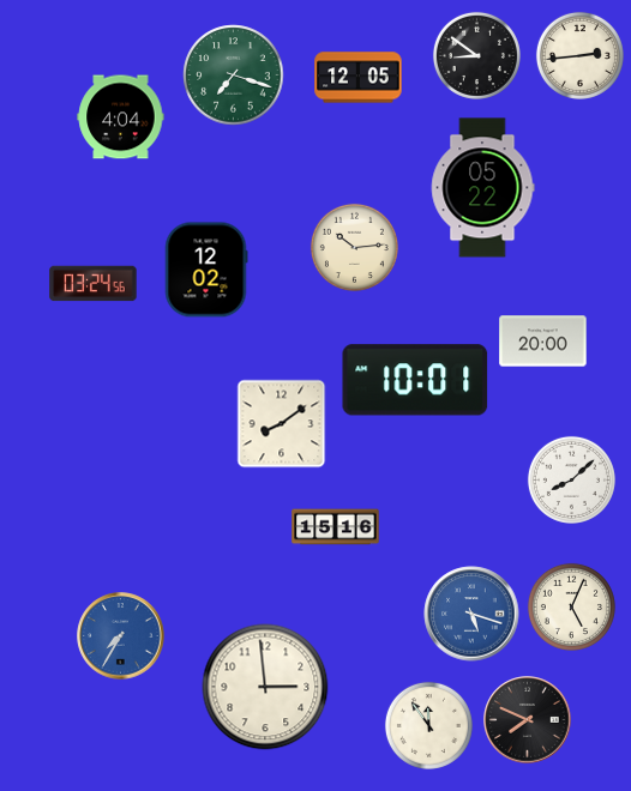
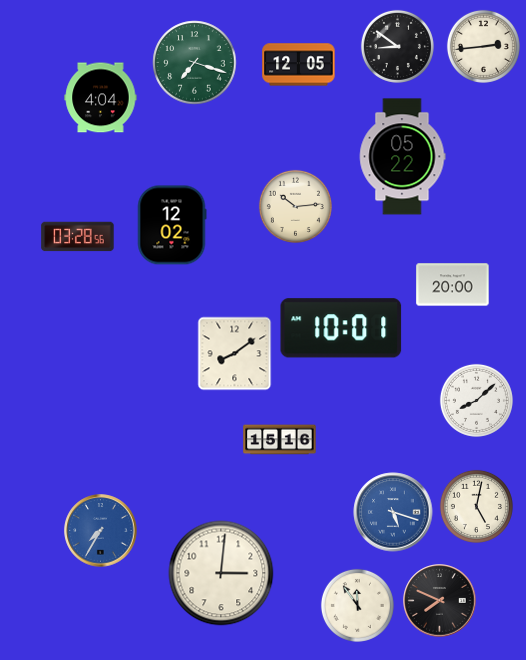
clock at (94, 284): 03:24 -> 03:28
clock at (415, 380) position: (415, 380) -> (341, 328)
clock at (571, 606): 5:04 -> 5:02
clock at (265, 687): 2:59 -> 3:01
